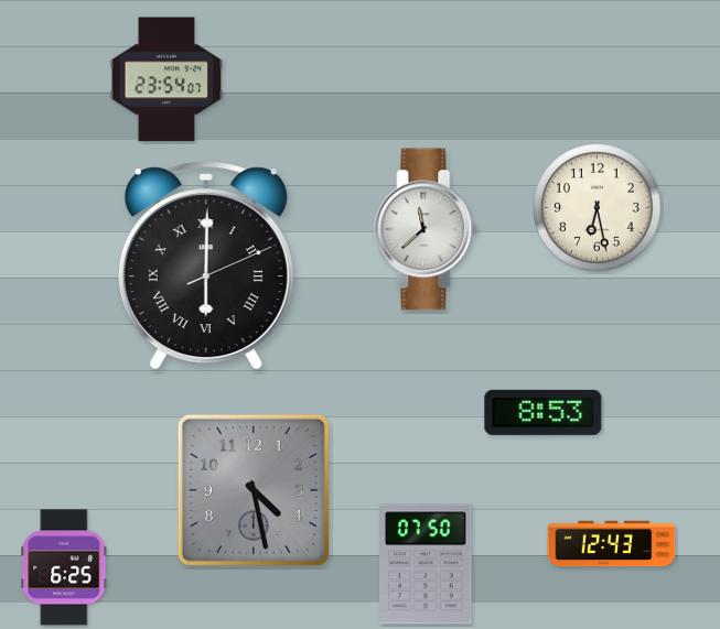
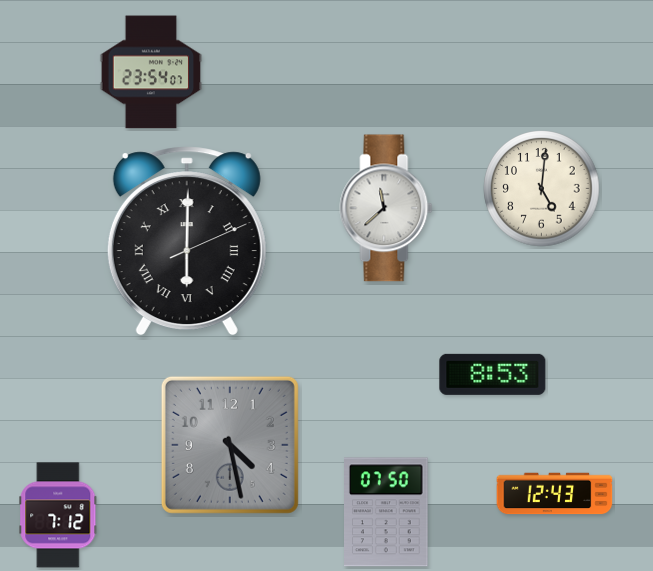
clock at (598, 208): 6:28 -> 5:01
clock at (64, 567): 6:25 -> 7:12
